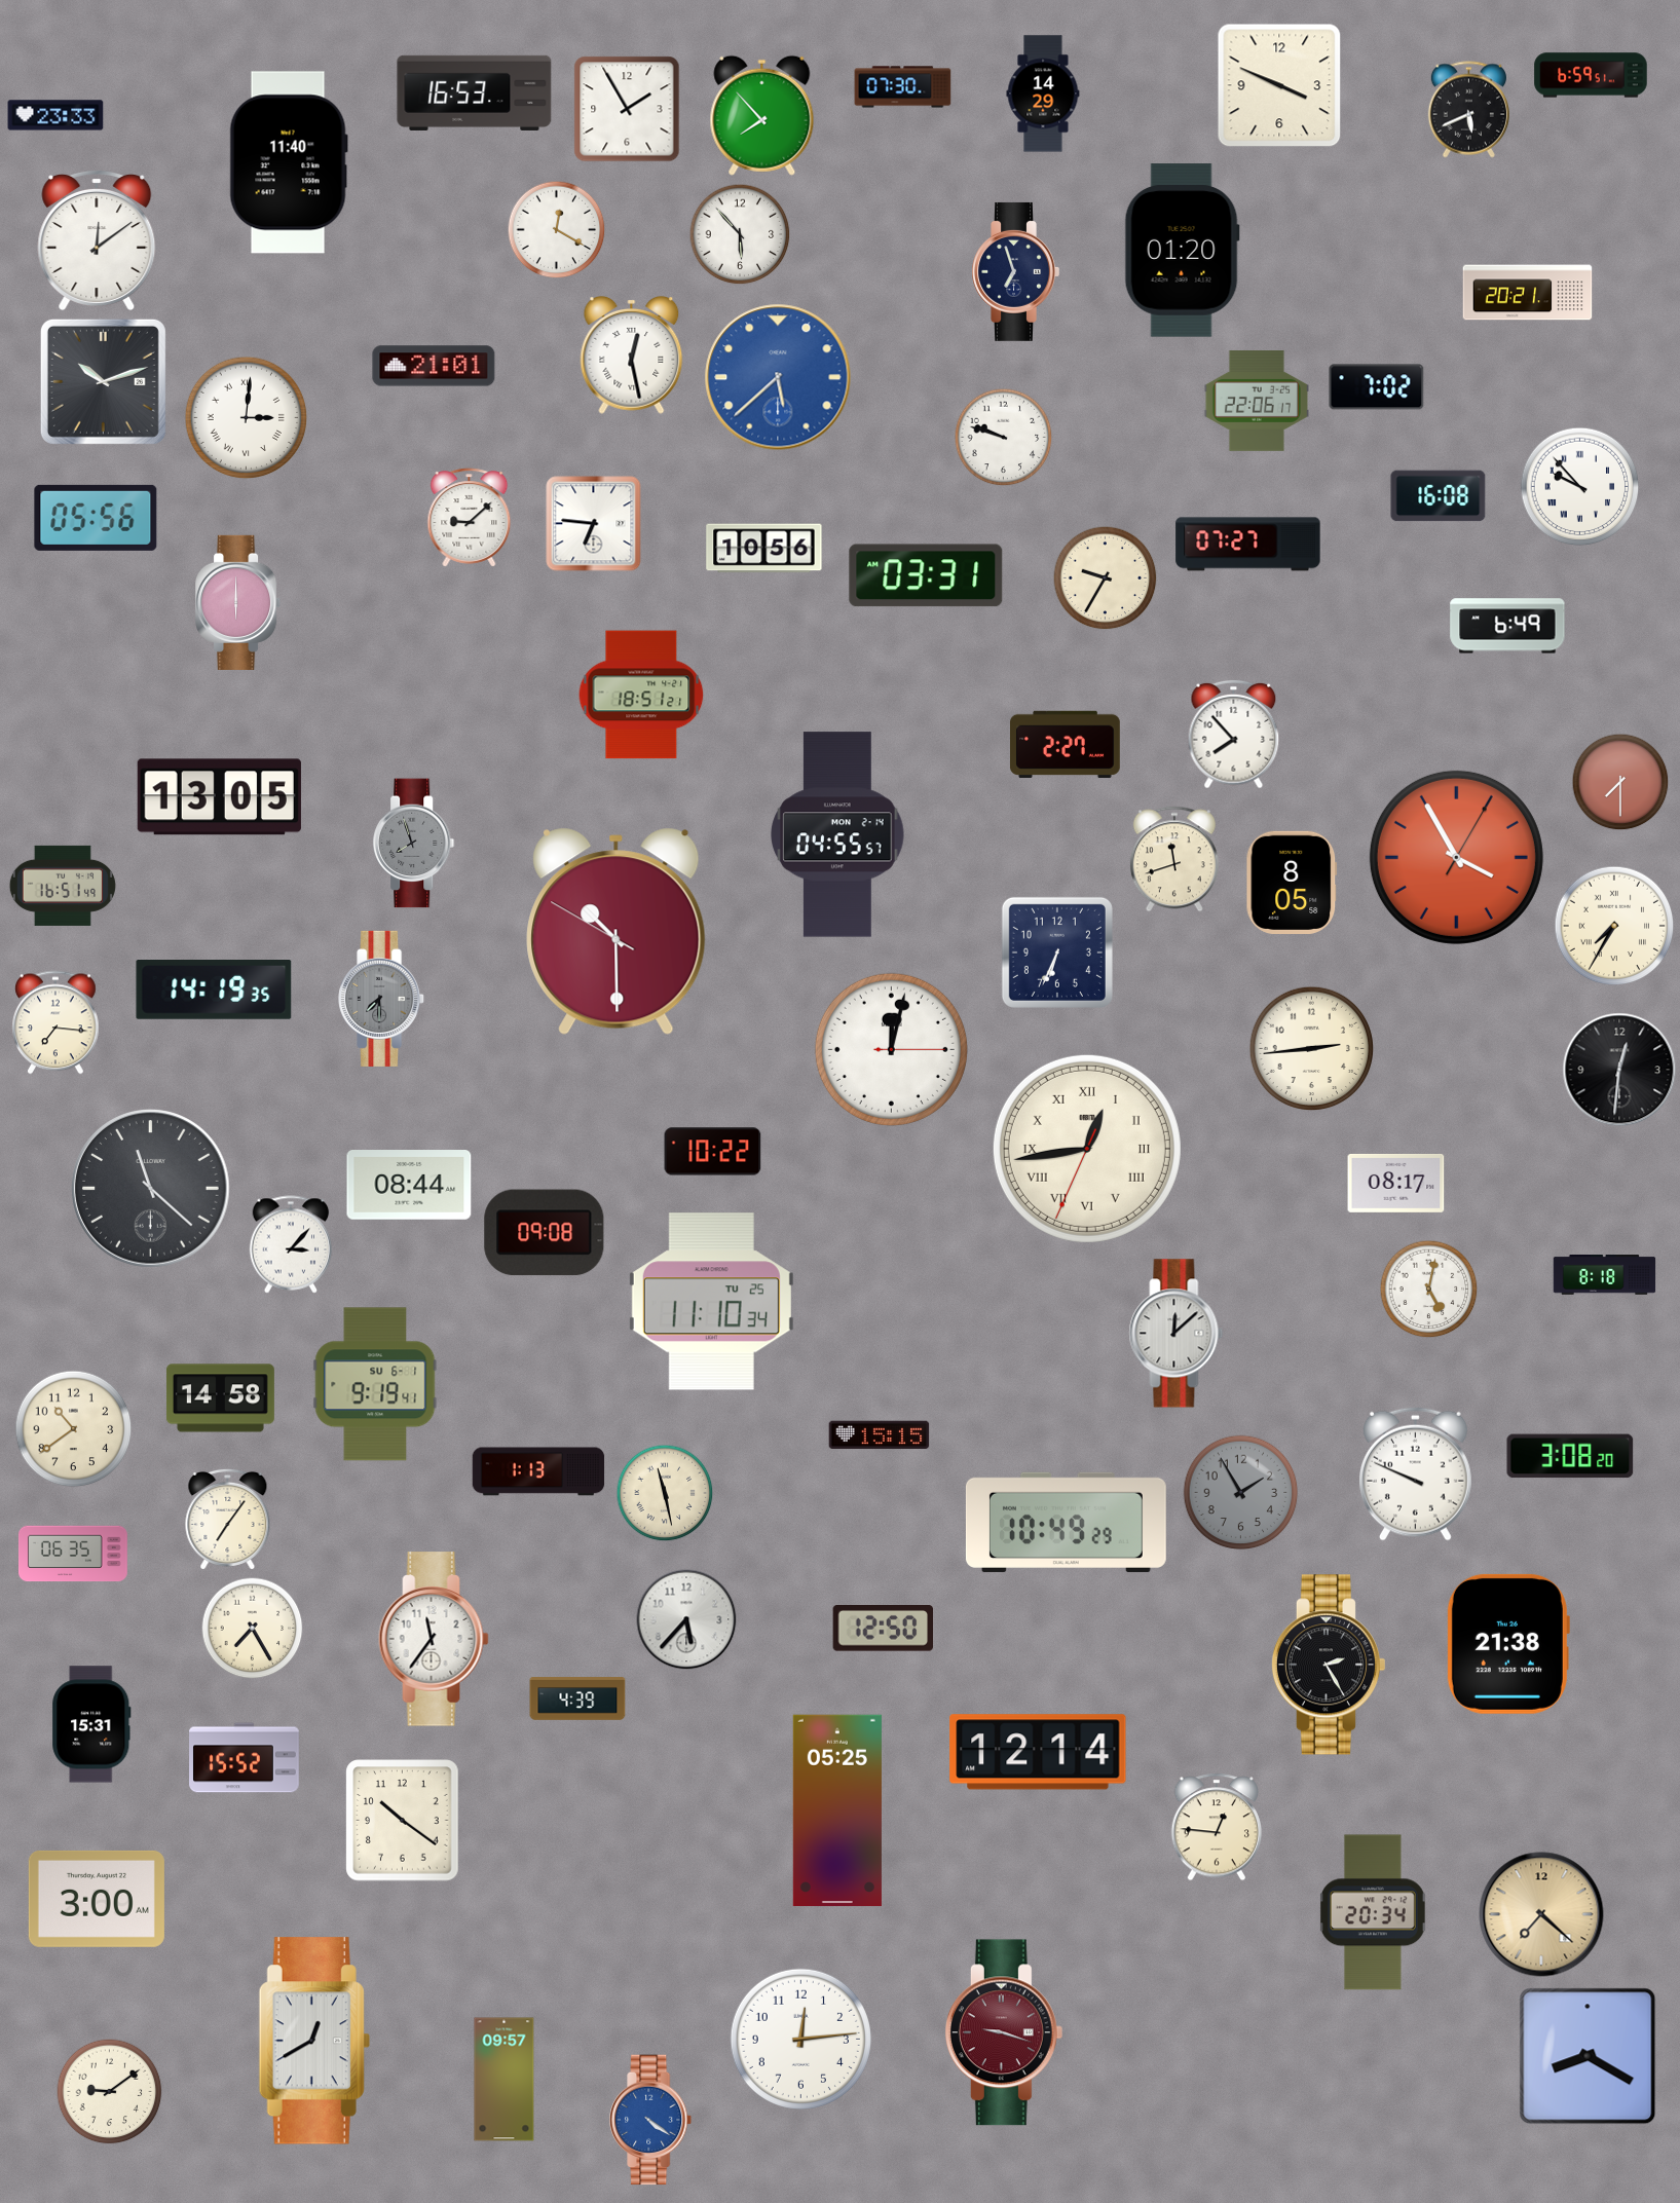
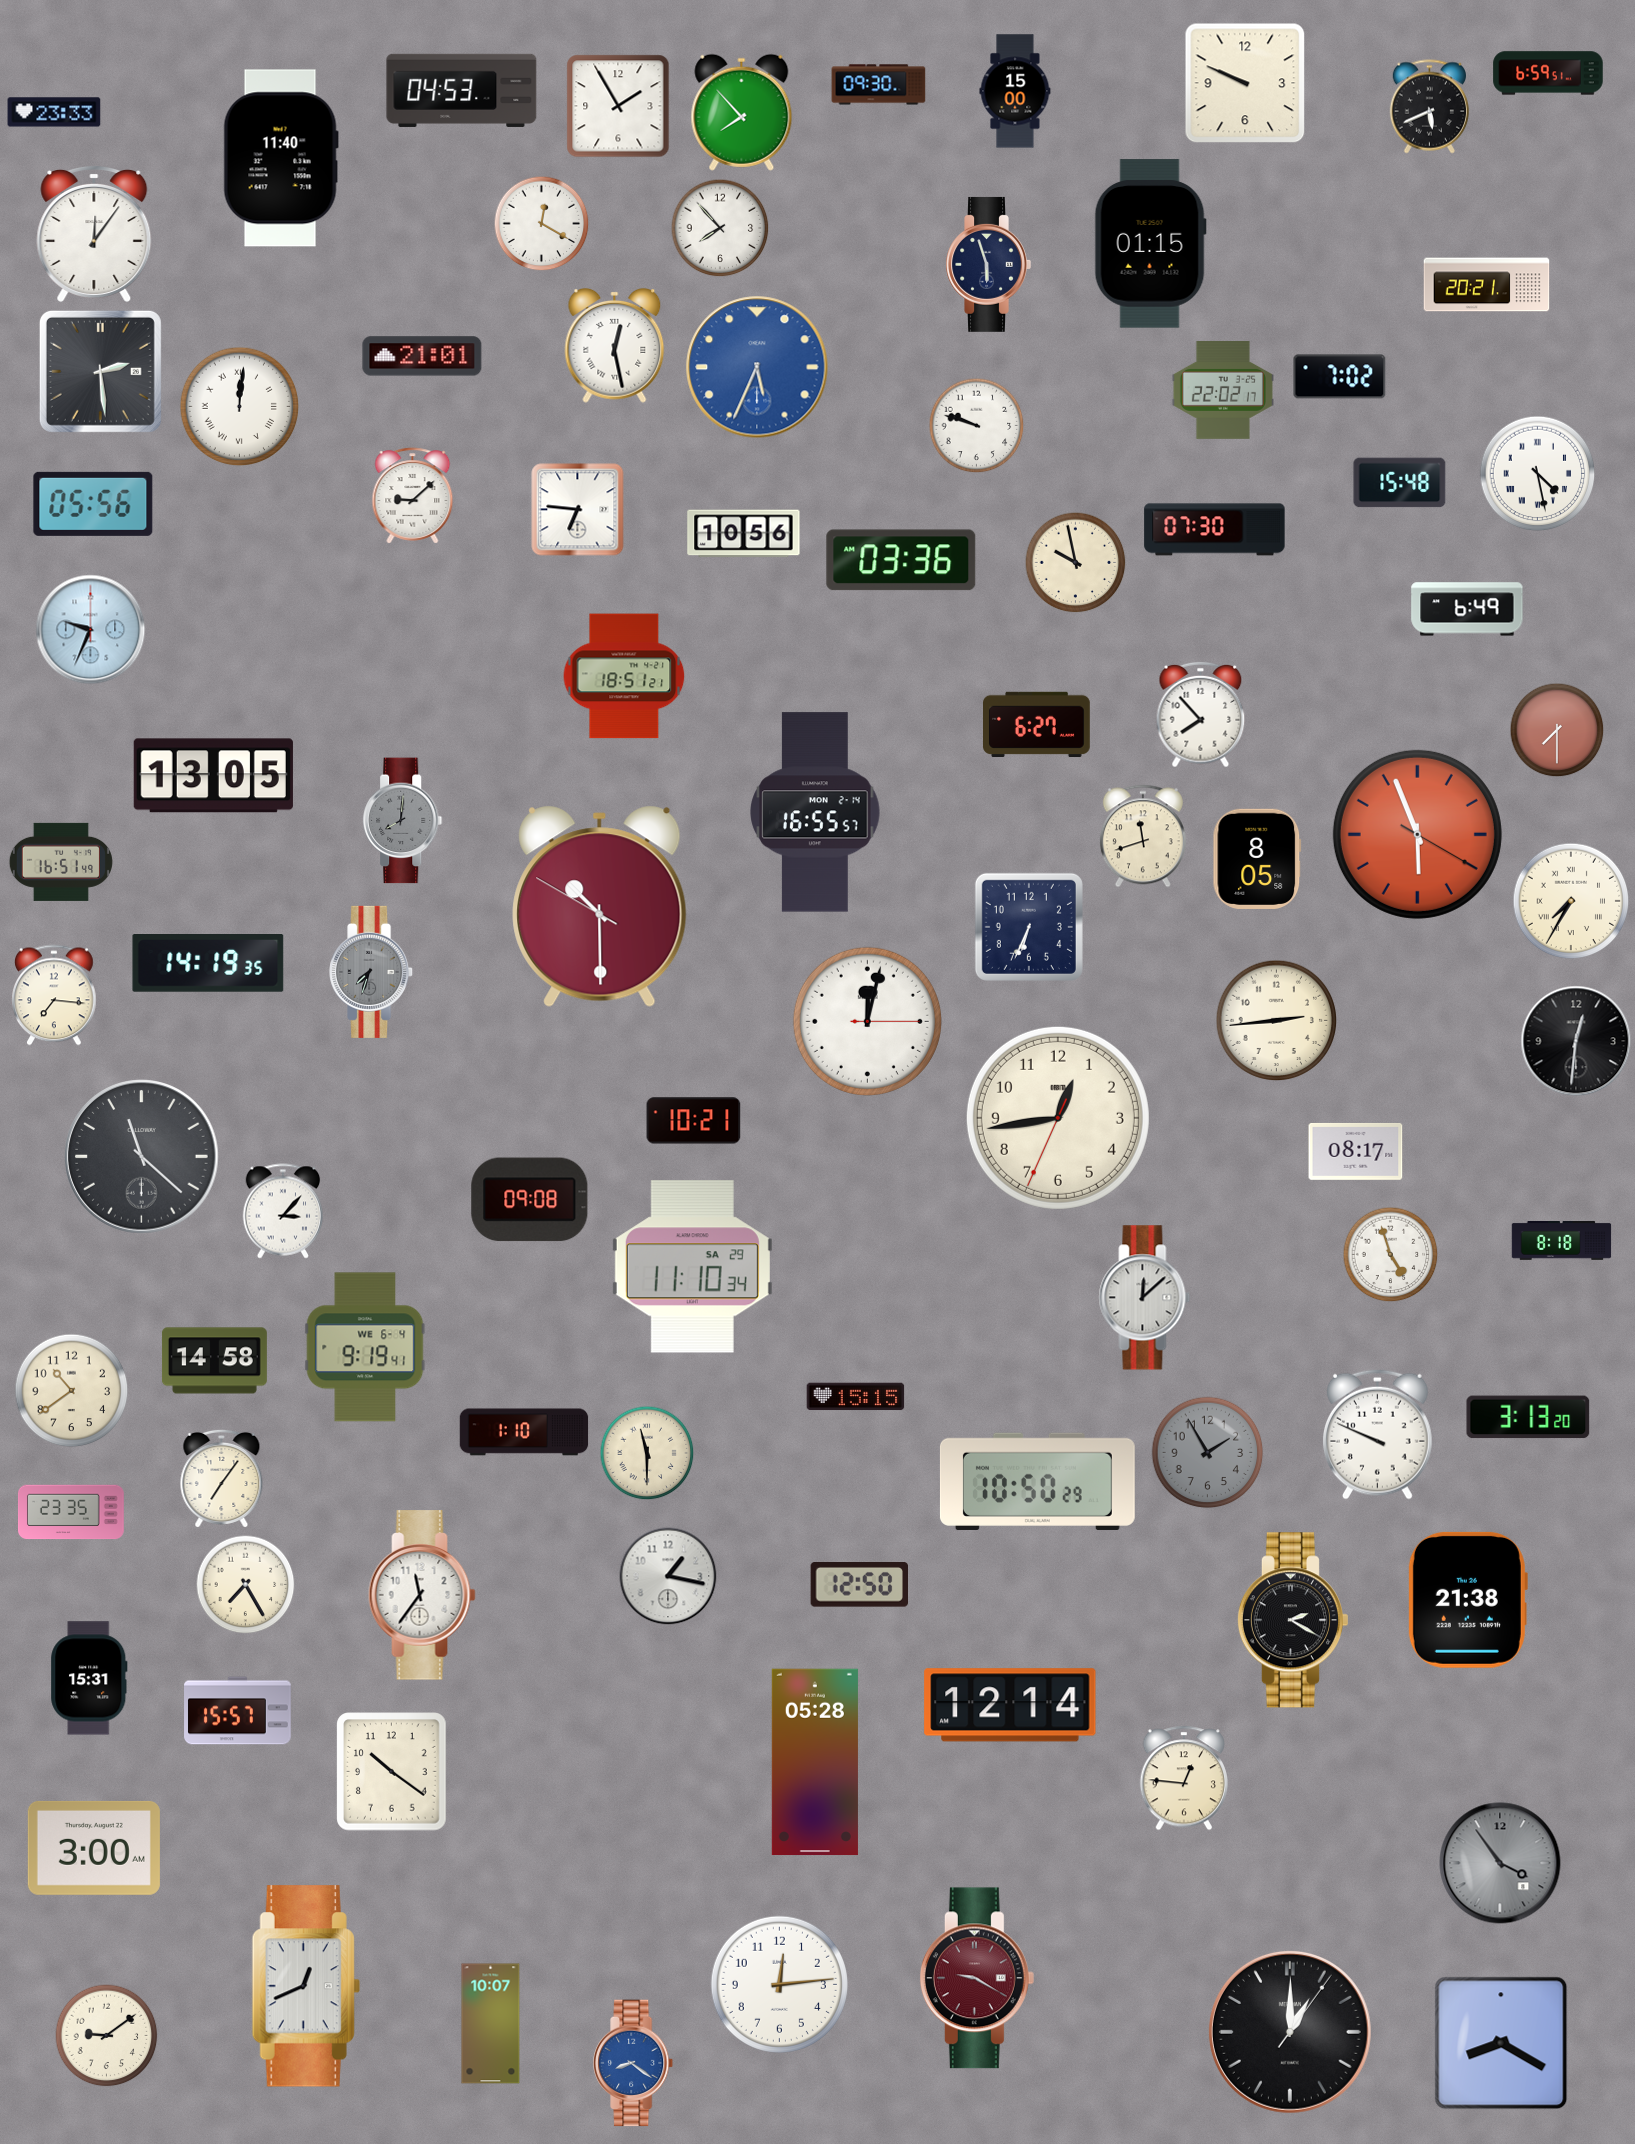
clock at (1279, 85): 3:49 -> 9:49
clock at (903, 87): 07:30 -> 09:30
clock at (475, 92): 16:53 -> 04:53
clock at (1043, 94): 14:29 -> 15:00
clock at (627, 109) position: (627, 109) -> (618, 106)
clock at (740, 234): 5:53 -> 7:53
clock at (97, 239): 12:09 -> 12:06
clock at (1182, 251): 01:20 -> 01:15
clock at (1015, 271): 6:57 -> 5:57
clock at (778, 377): 5:38 -> 5:34
clock at (103, 381): 10:12 -> 2:29
clock at (1257, 402): 22:06 -> 22:02
clock at (247, 418): 3:01 -> 12:01
clock at (1580, 487): 9:53 -> 4:28
clock at (1439, 496): 16:08 -> 15:48
clock at (470, 518) position: (470, 518) -> (413, 496)
clock at (1248, 545): 07:27 -> 07:30
clock at (926, 575): 03:31 -> 03:36
clock at (1106, 578): 9:35 -> 9:58
clock at (238, 602): 6:00 -> none
clock at (91, 630): none -> 9:34
clock at (1066, 744): 2:27 -> 6:27
clock at (1620, 782) position: (1620, 782) -> (1557, 730)
clock at (837, 834): 04:55 -> 16:55
clock at (414, 844): 7:57 -> 8:01
clock at (1456, 857): 3:55 -> 5:56
clock at (382, 999): 7:30 -> 7:33
clock at (1087, 1149) numerals: Roman -> Arabic
clock at (713, 1152): 10:22 -> 10:21
clock at (1396, 1183) position: (1396, 1183) -> (1356, 1151)
clock at (409, 1185): 08:44 -> none
clock at (151, 1189) position: (151, 1189) -> (142, 1157)
clock at (1429, 1290): 5:02 -> 4:57
clock at (711, 1302) date: TU 25 -> SA 29
clock at (375, 1384) date: SU 6-1 -> WE 6-4
clock at (1570, 1456): 3:08 -> 3:13
clock at (538, 1471): 1:13 -> 1:10
clock at (665, 1493): 11:28 -> 11:30
clock at (1066, 1522): 10:49 -> 10:50
clock at (74, 1554): 06:35 -> 23:35
clock at (686, 1619): 5:37 -> 1:17
clock at (1328, 1665): 2:25 -> 2:20
clock at (577, 1698): 4:39 -> none
clock at (245, 1758): 15:52 -> 15:57
clock at (837, 1810): 05:25 -> 05:28
clock at (1373, 1912): 20:34 -> none
clock at (1541, 1914): 7:22 -> 3:54
clock at (1541, 1914) dial: champagne -> grey
clock at (1004, 2032): 9:18 -> 9:20
clock at (314, 2041): 12:40 -> 12:41
clock at (1588, 2056) position: (1588, 2056) -> (1501, 2043)
clock at (505, 2080): 09:57 -> 10:07
clock at (1290, 2032): none -> 1:00
clock at (651, 2120): 4:21 -> 8:21
